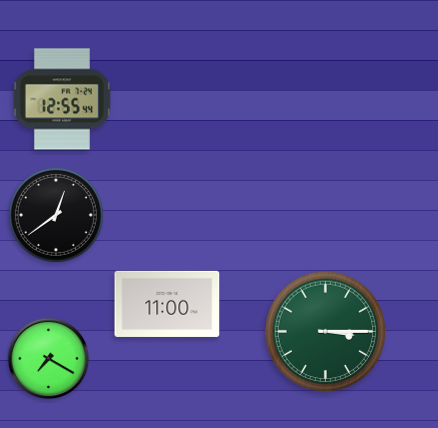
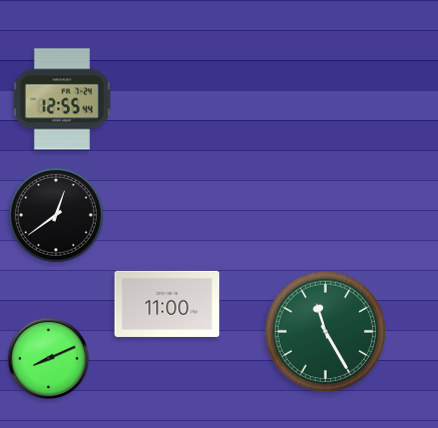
clock at (326, 332): 3:15 -> 11:25
clock at (49, 359): 7:20 -> 8:11
